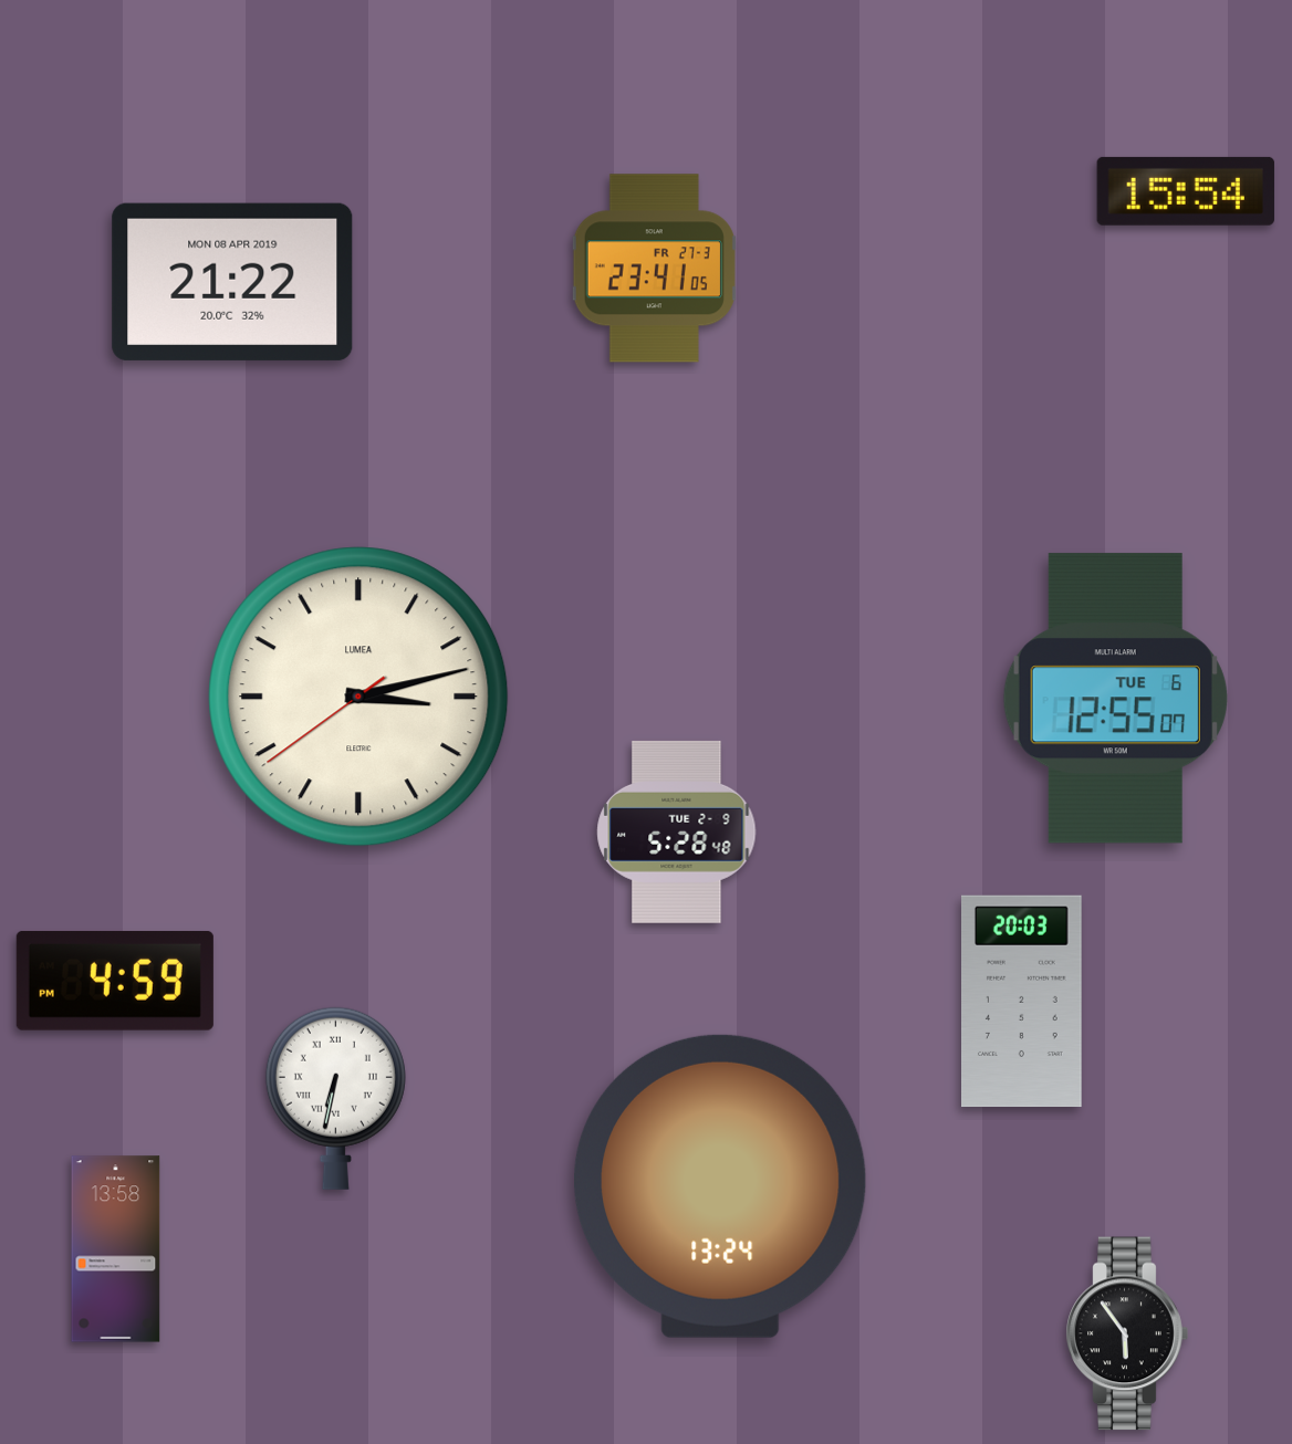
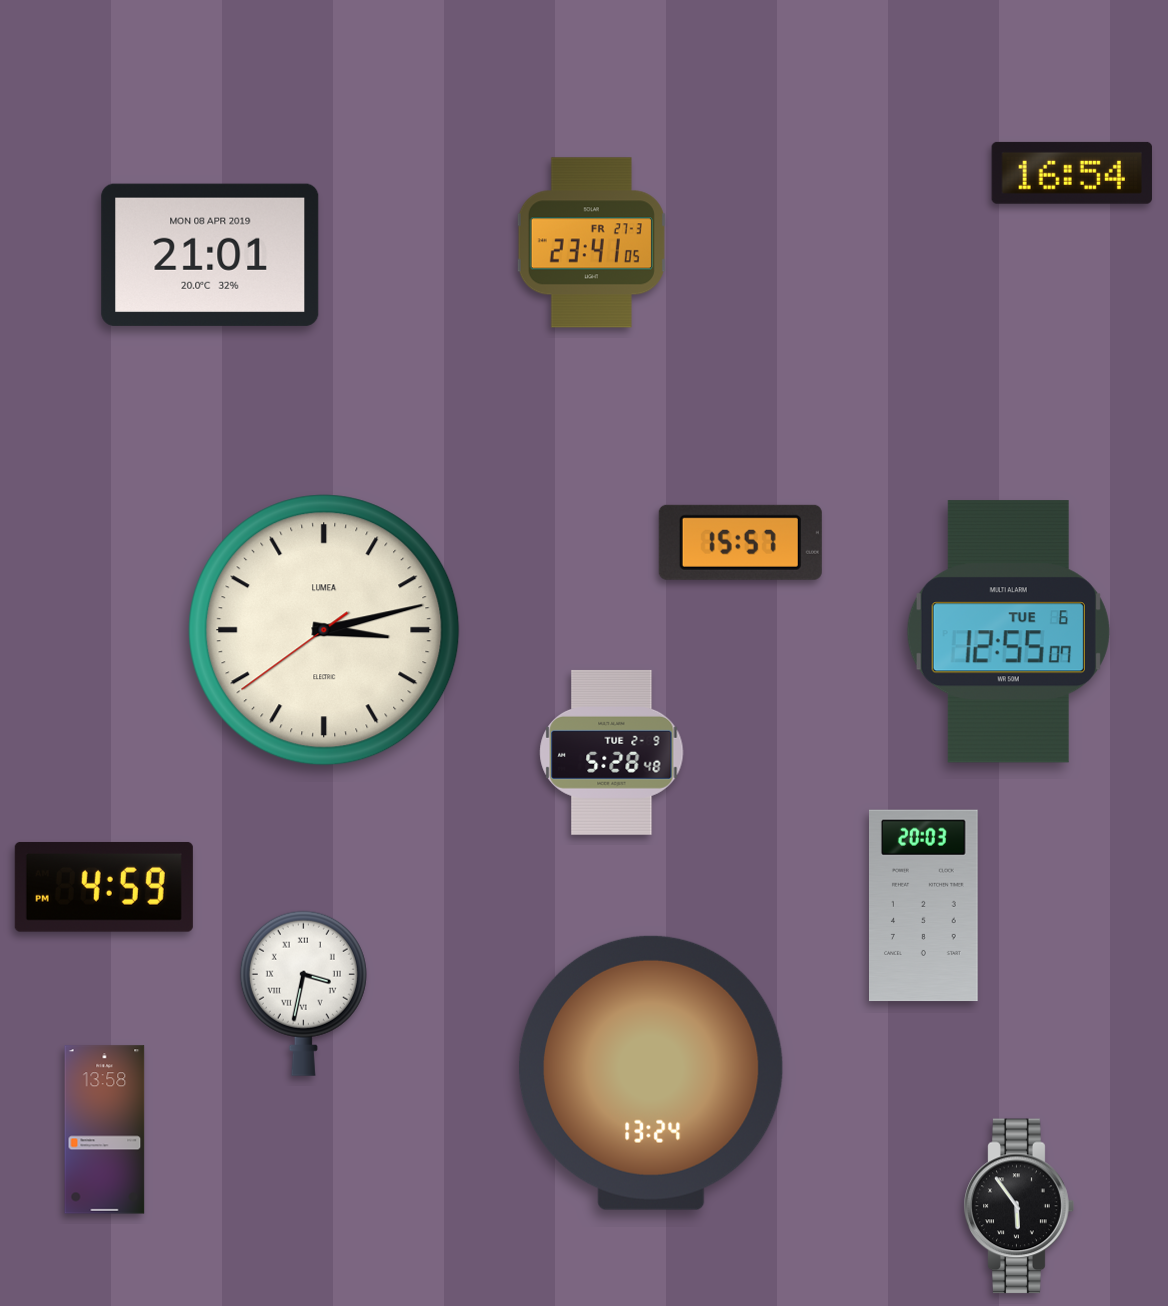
clock at (1186, 191): 15:54 -> 16:54
clock at (232, 282): 21:22 -> 21:01
clock at (740, 542): none -> 15:57
clock at (335, 1098): 6:32 -> 3:32
